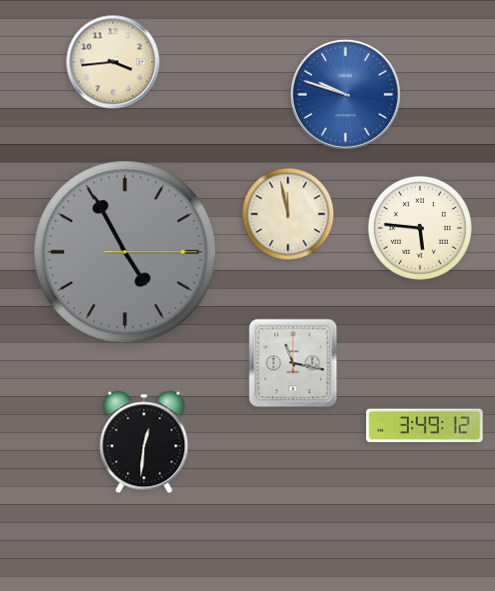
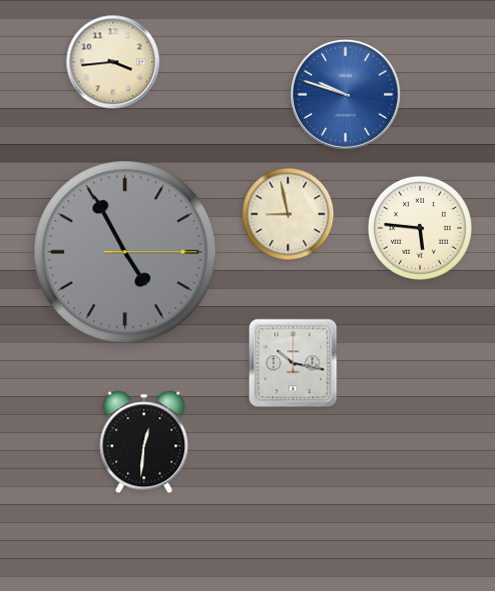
clock at (288, 214): 11:58 -> 8:58
clock at (293, 363): 11:17 -> 10:17
clock at (425, 426): 3:49 -> none
